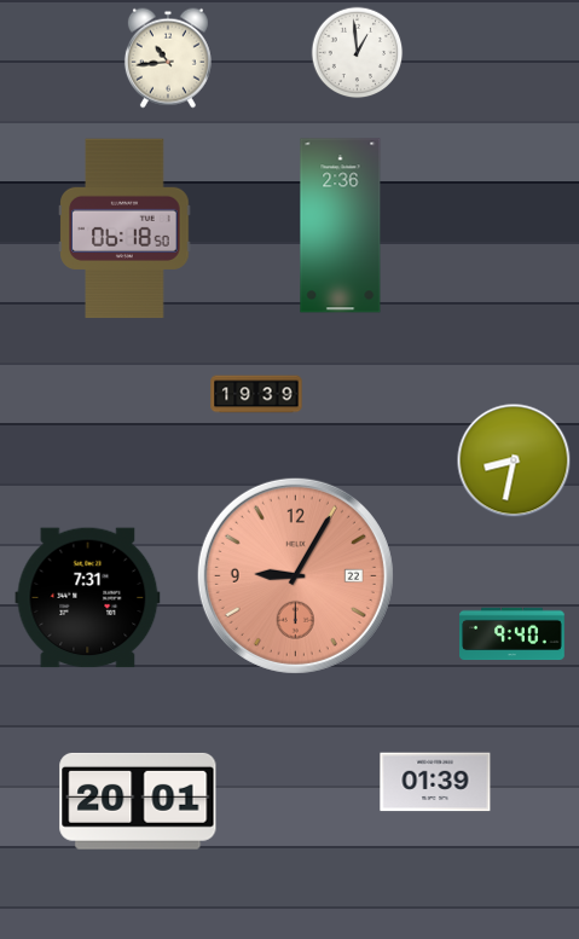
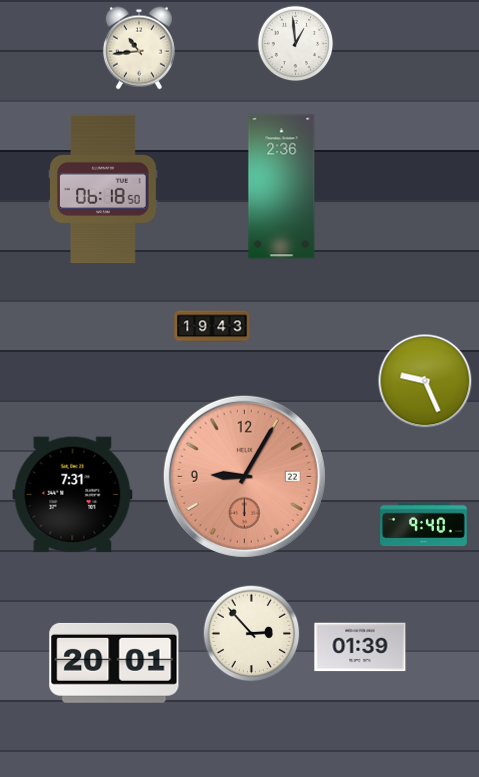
clock at (256, 394): 19:39 -> 19:43
clock at (514, 460): 8:32 -> 9:26
clock at (252, 634): none -> 2:53
